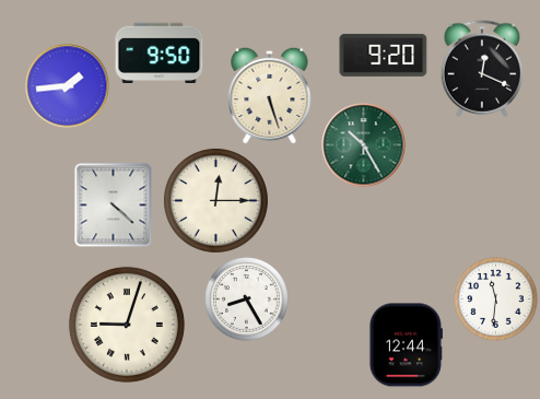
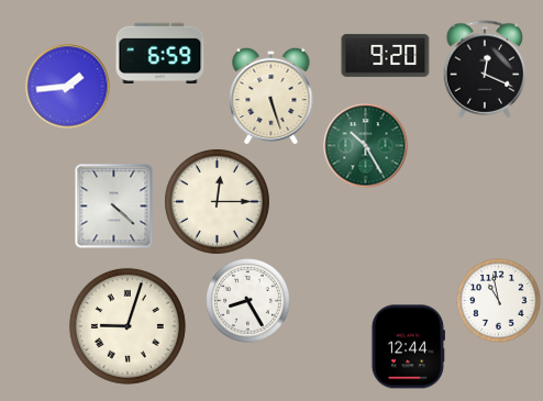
clock at (160, 52): 9:50 -> 6:59
clock at (496, 300): 11:31 -> 10:58
